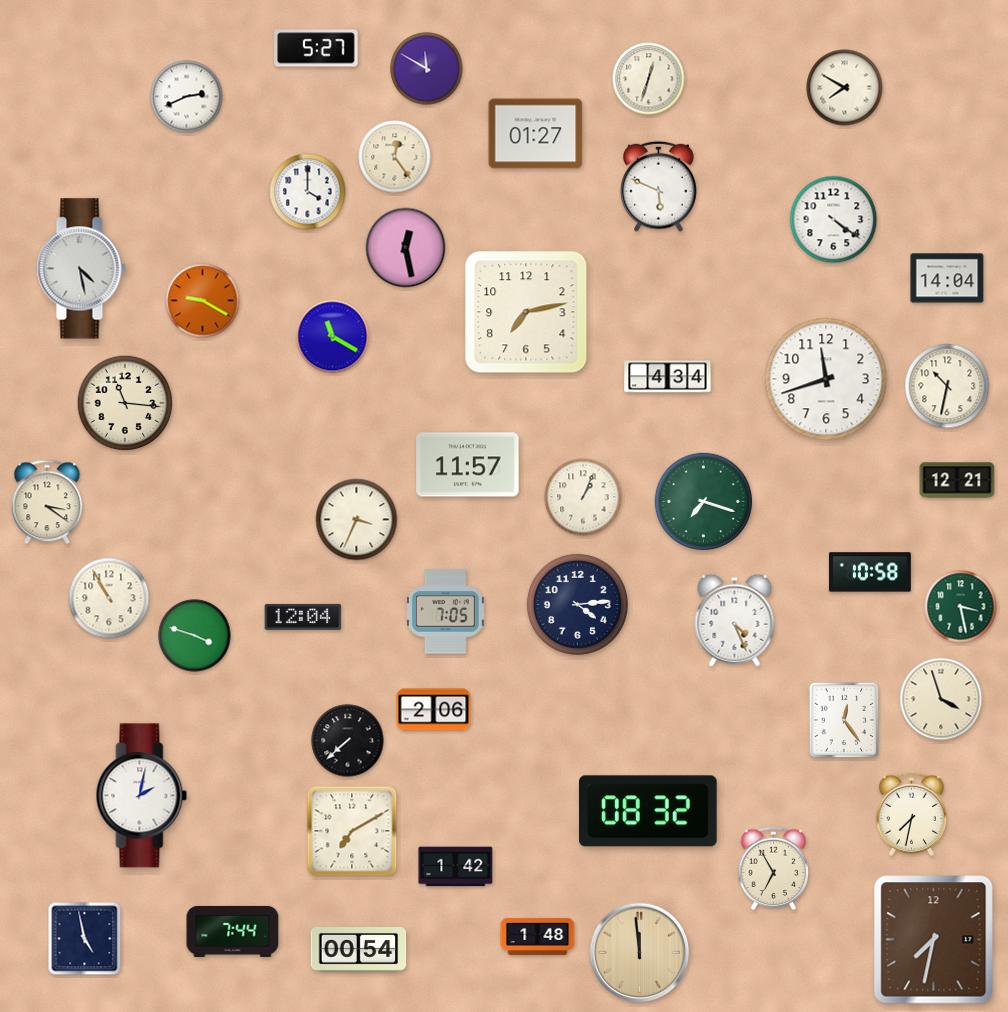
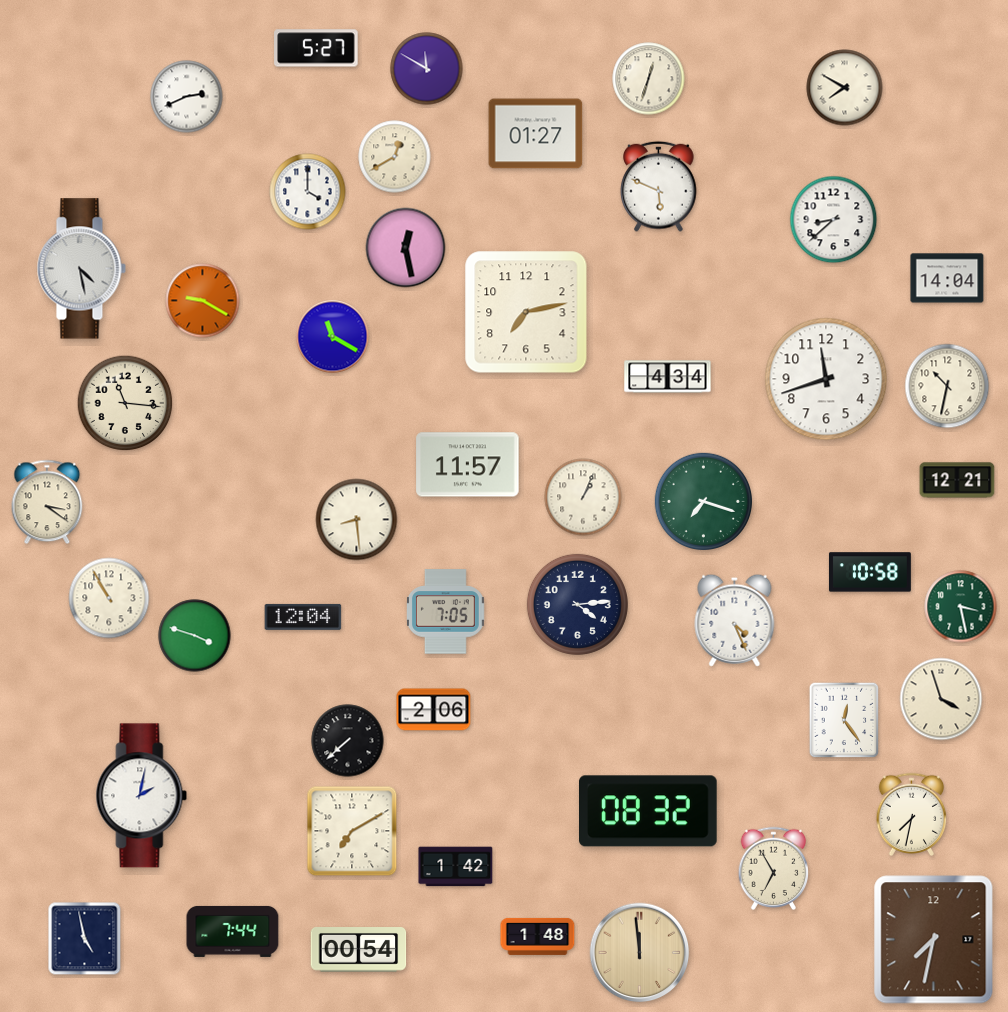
clock at (395, 157): 12:24 -> 12:40
clock at (834, 220): 4:21 -> 8:38
clock at (357, 520): 3:34 -> 8:29
